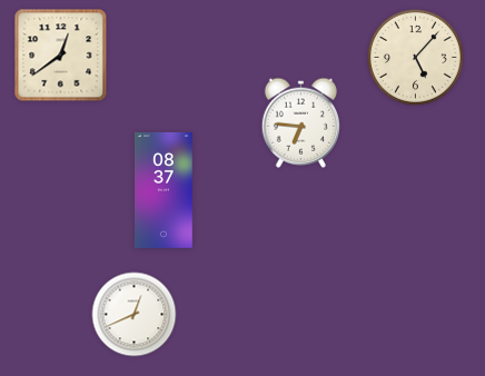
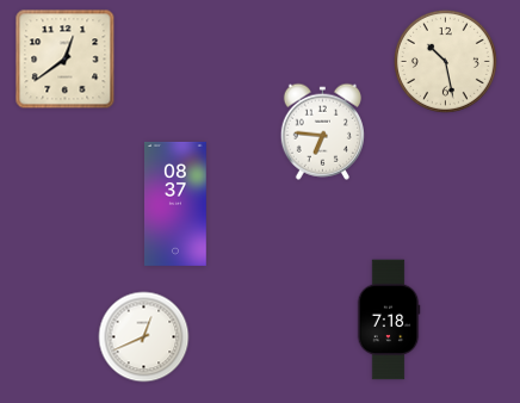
clock at (415, 57): 5:07 -> 10:28
clock at (389, 320): none -> 7:18
